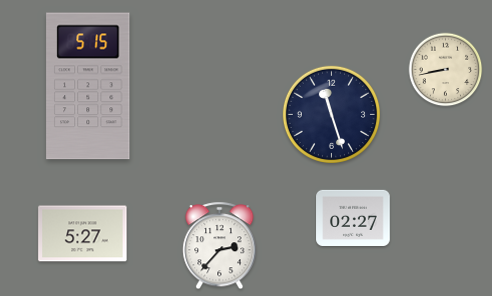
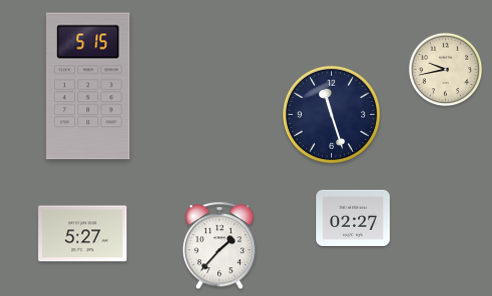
clock at (446, 70): 8:43 -> 9:43
clock at (220, 246): 2:37 -> 1:37
